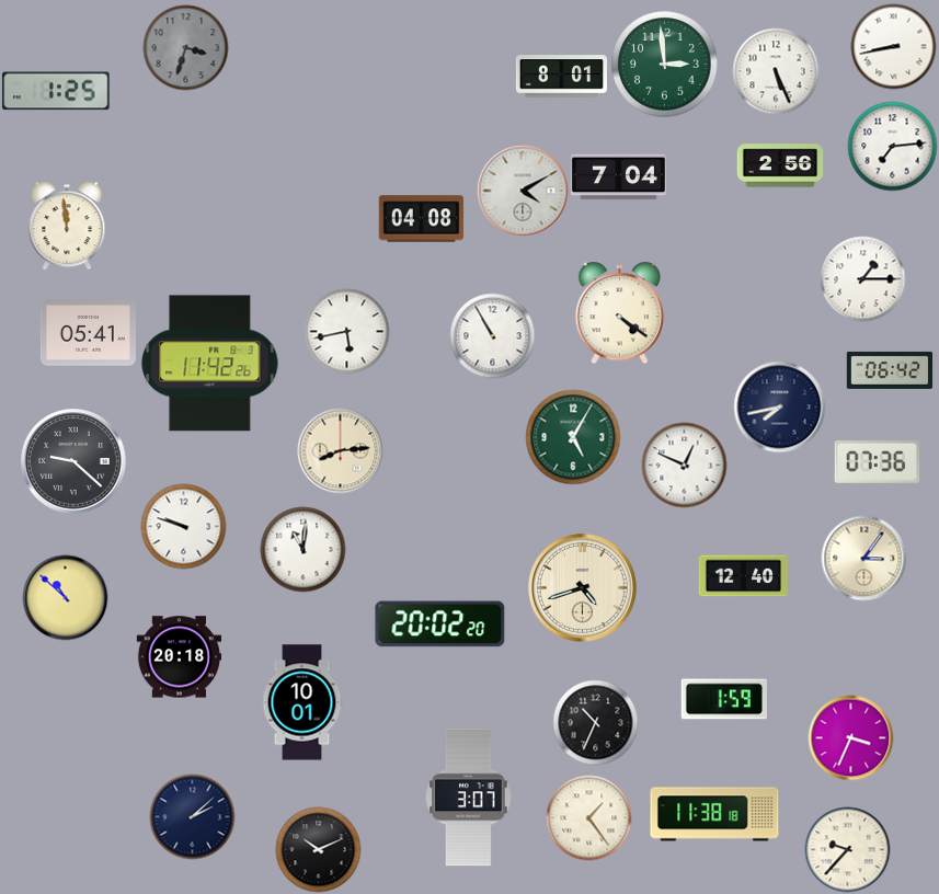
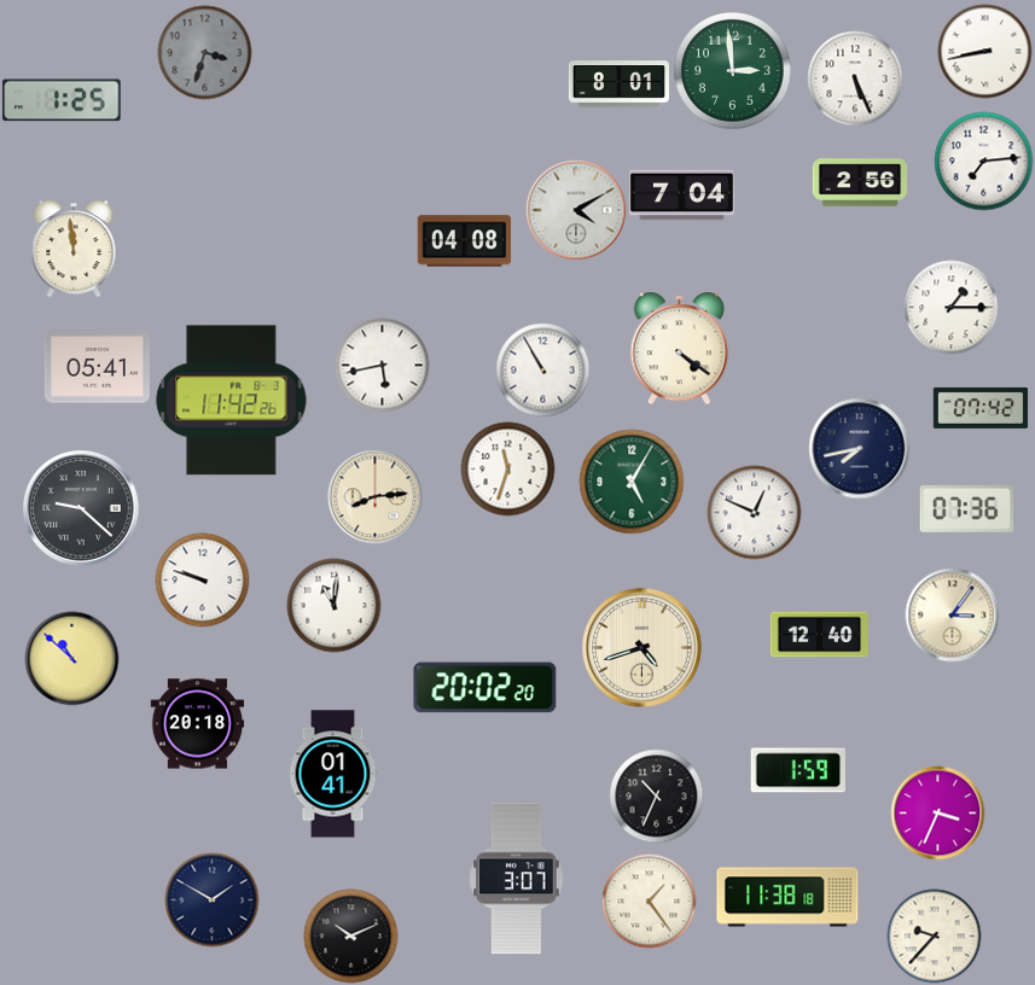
clock at (620, 312) position: (620, 312) -> (680, 348)
clock at (890, 370): 06:42 -> 07:42
clock at (507, 468): none -> 11:33
clock at (302, 702): 10:01 -> 01:41
clock at (192, 816): 2:08 -> 1:50
